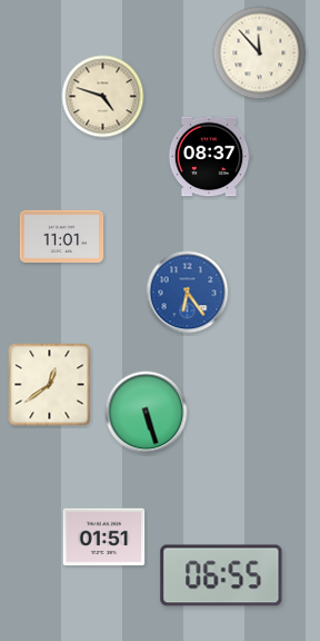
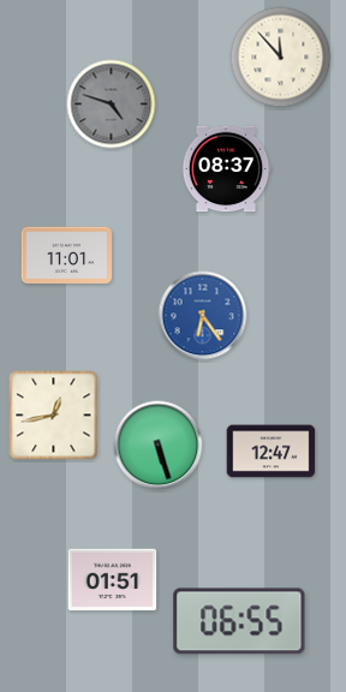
clock at (103, 97) dial: cream -> grey
clock at (50, 385): 12:39 -> 12:43
clock at (272, 452): none -> 12:47
